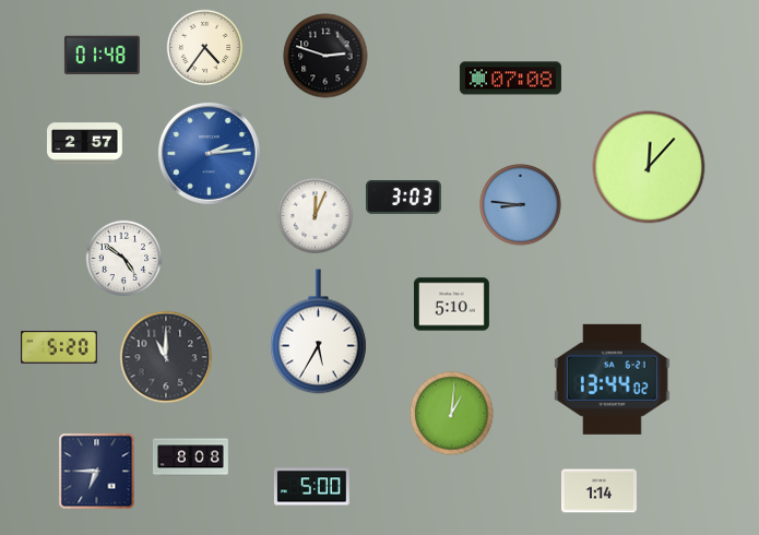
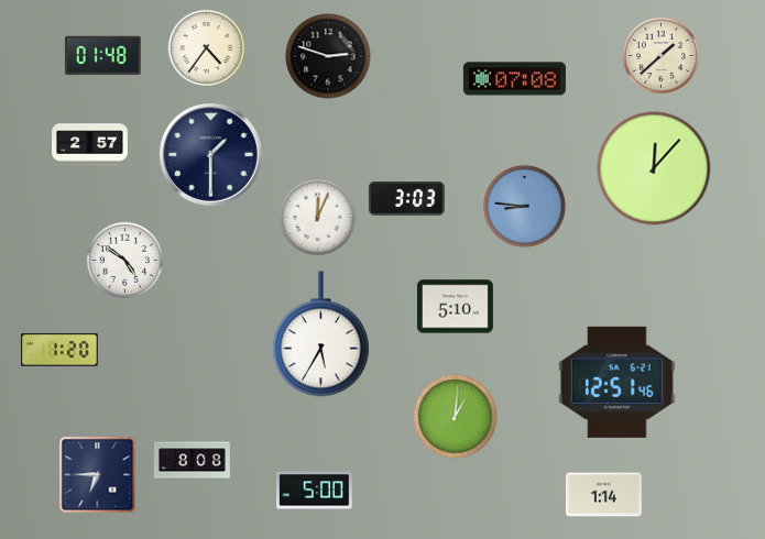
clock at (660, 55): none -> 1:38
clock at (85, 144) position: (85, 144) -> (90, 145)
clock at (209, 153): 2:14 -> 1:30
clock at (209, 153) dial: blue -> navy
clock at (59, 348): 5:20 -> 1:20
clock at (166, 357): 11:00 -> none
clock at (612, 379): 13:44 -> 12:51
